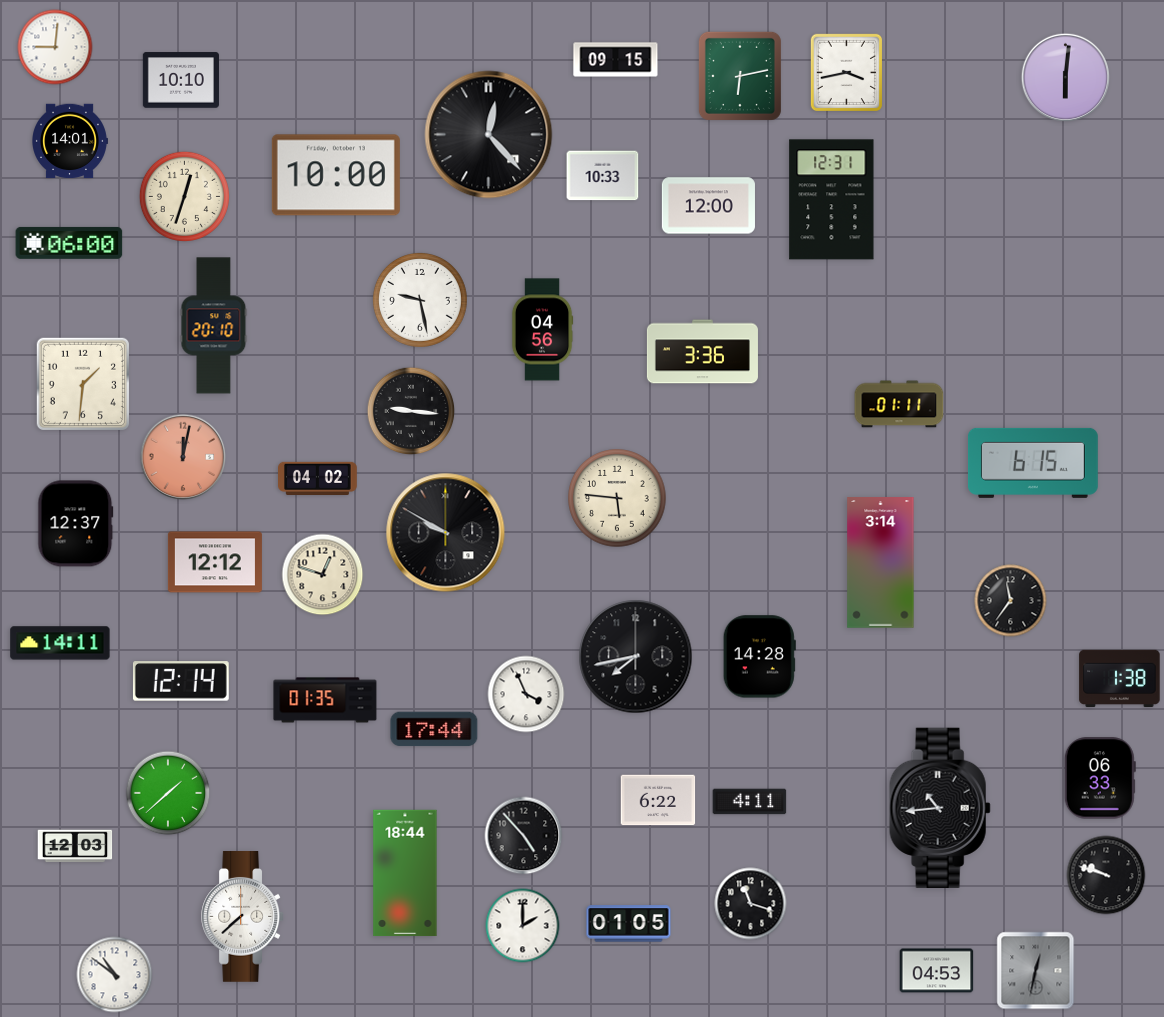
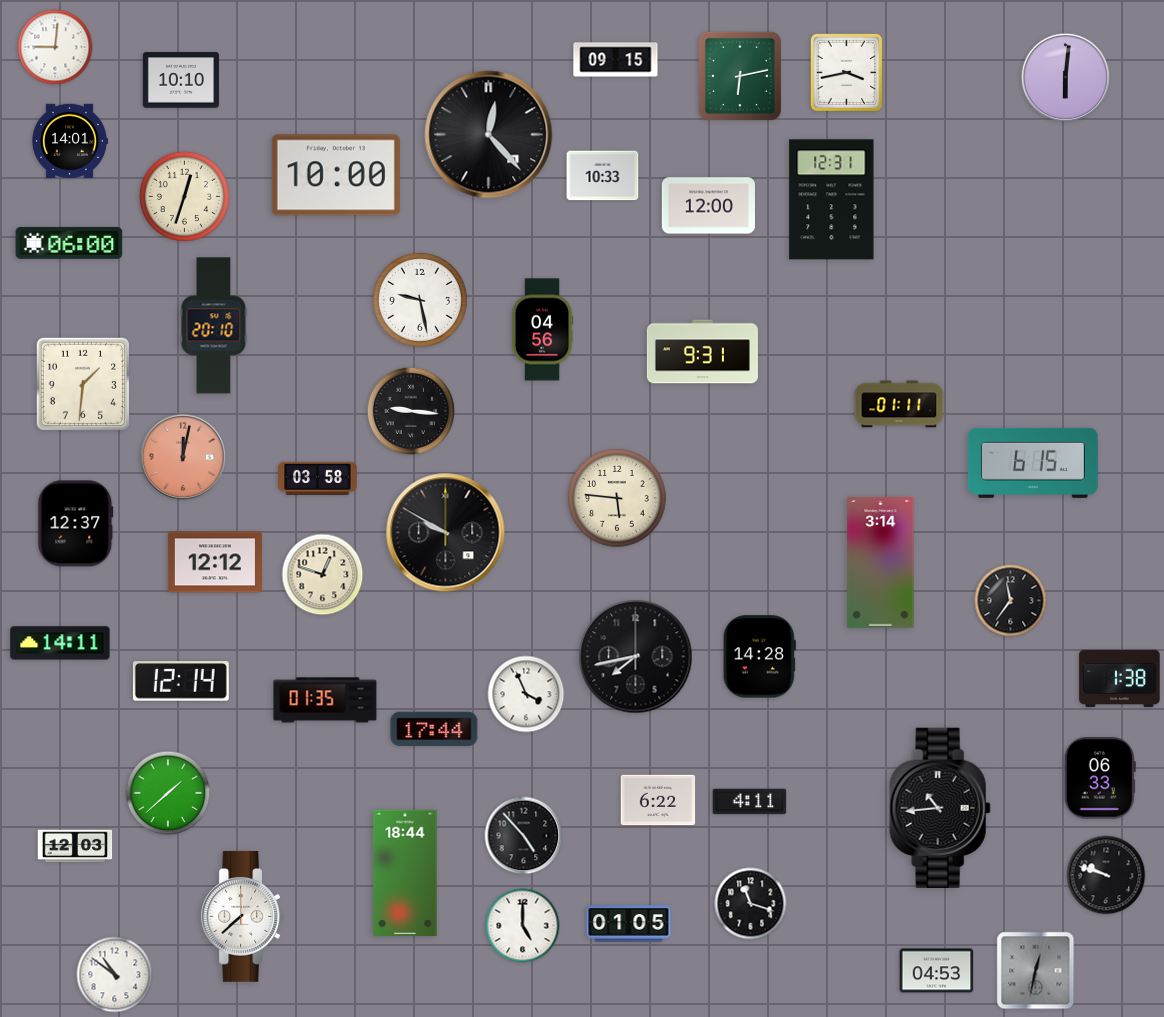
clock at (702, 352): 3:36 -> 9:31
clock at (318, 478): 04:02 -> 03:58
clock at (523, 926): 2:00 -> 5:00
